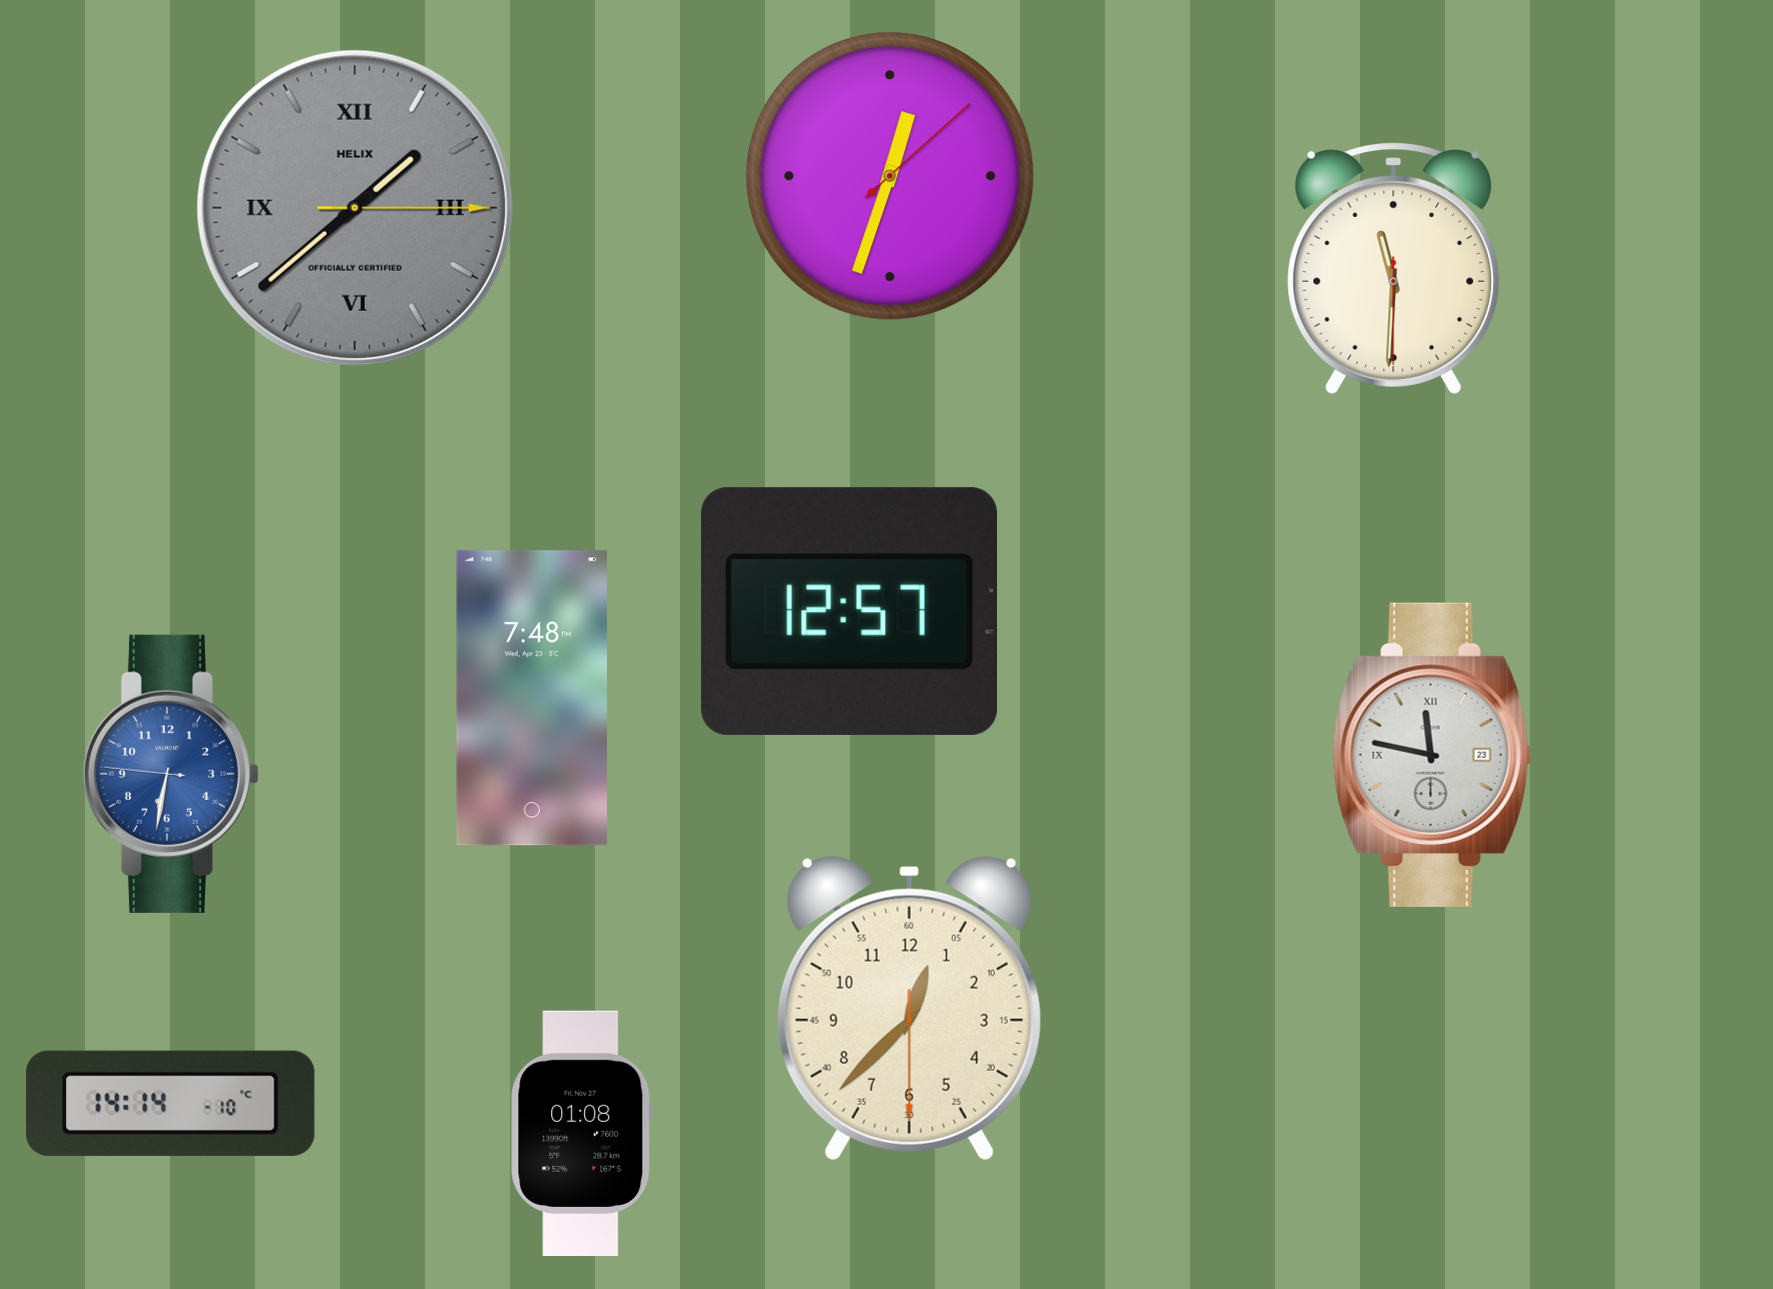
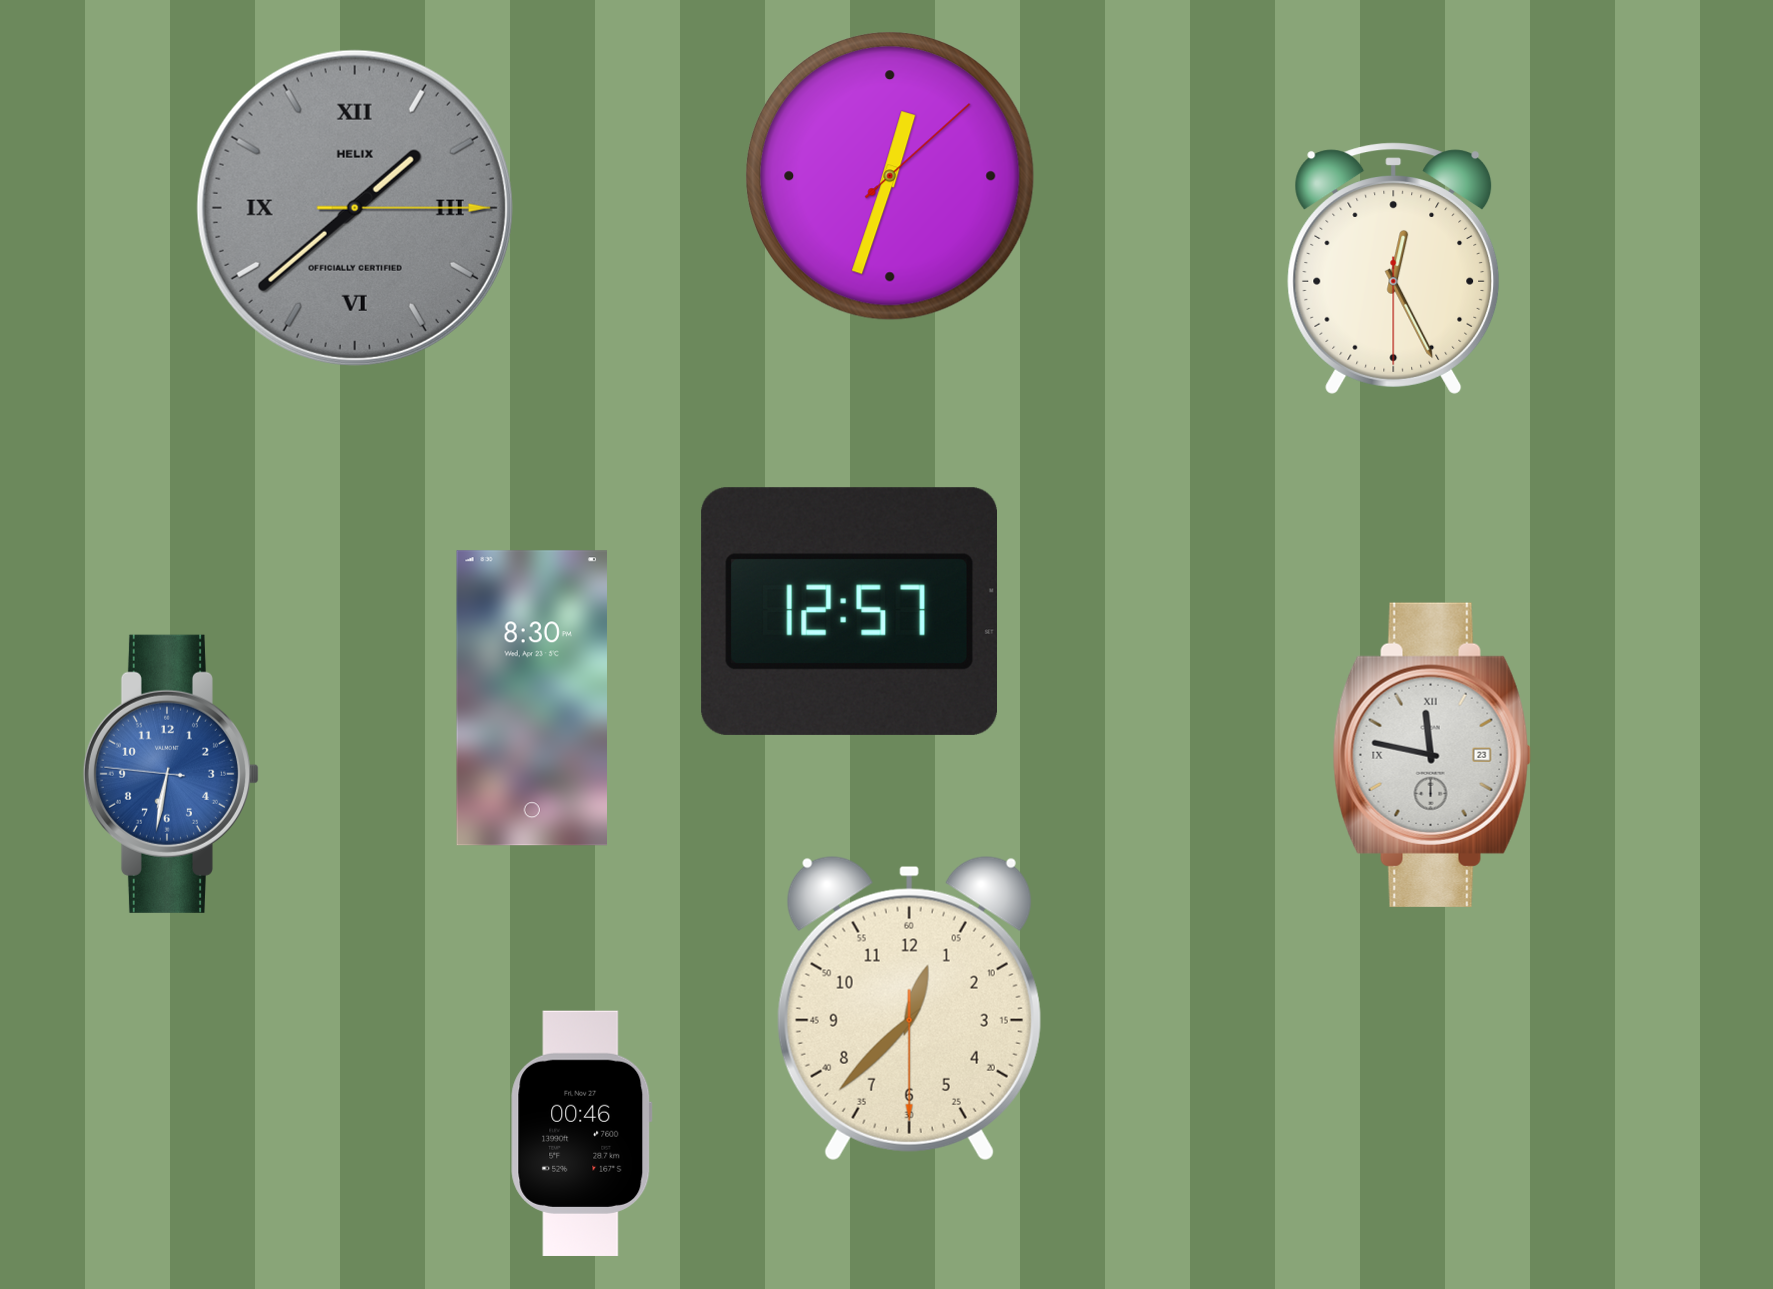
clock at (1394, 268): 11:30 -> 12:25
clock at (531, 698): 7:48 -> 8:30
clock at (170, 1103): 14:14 -> none
clock at (582, 1133): 01:08 -> 00:46
